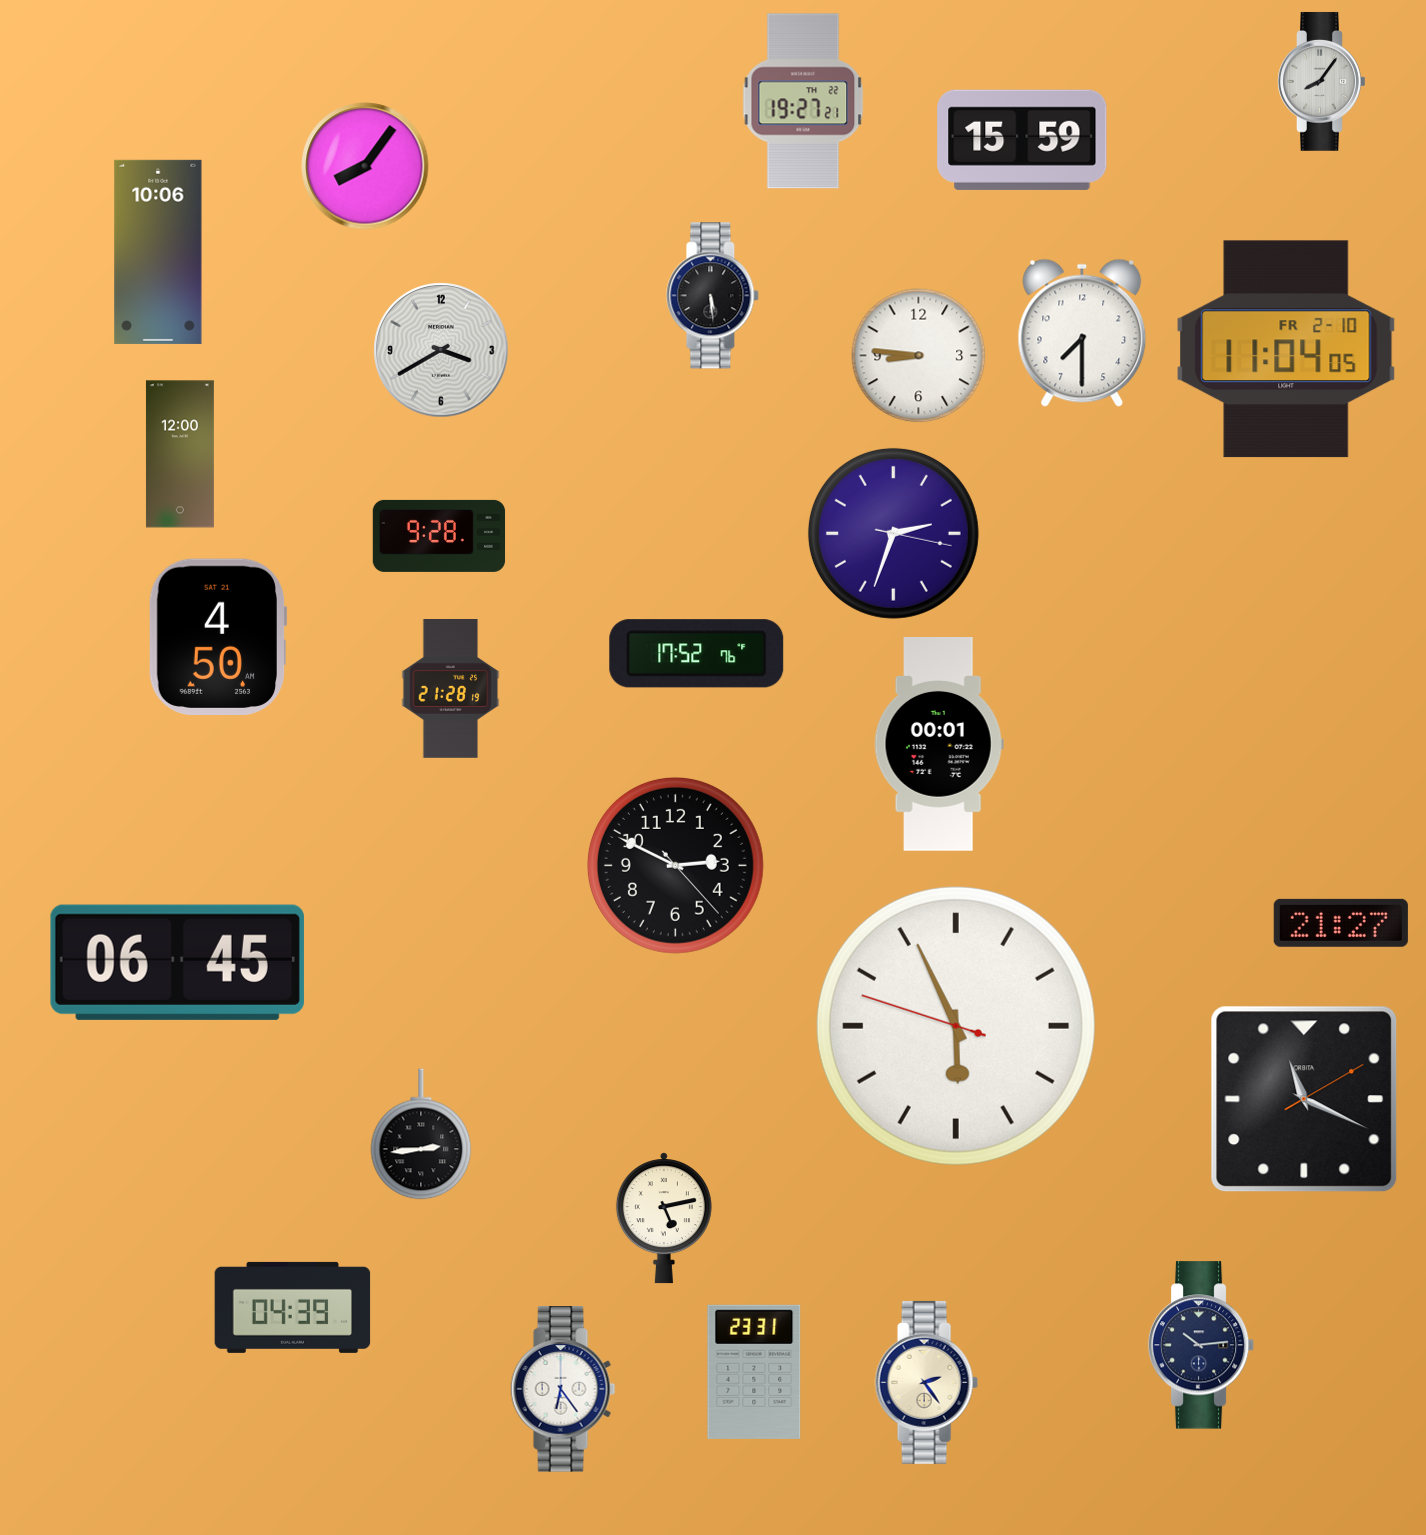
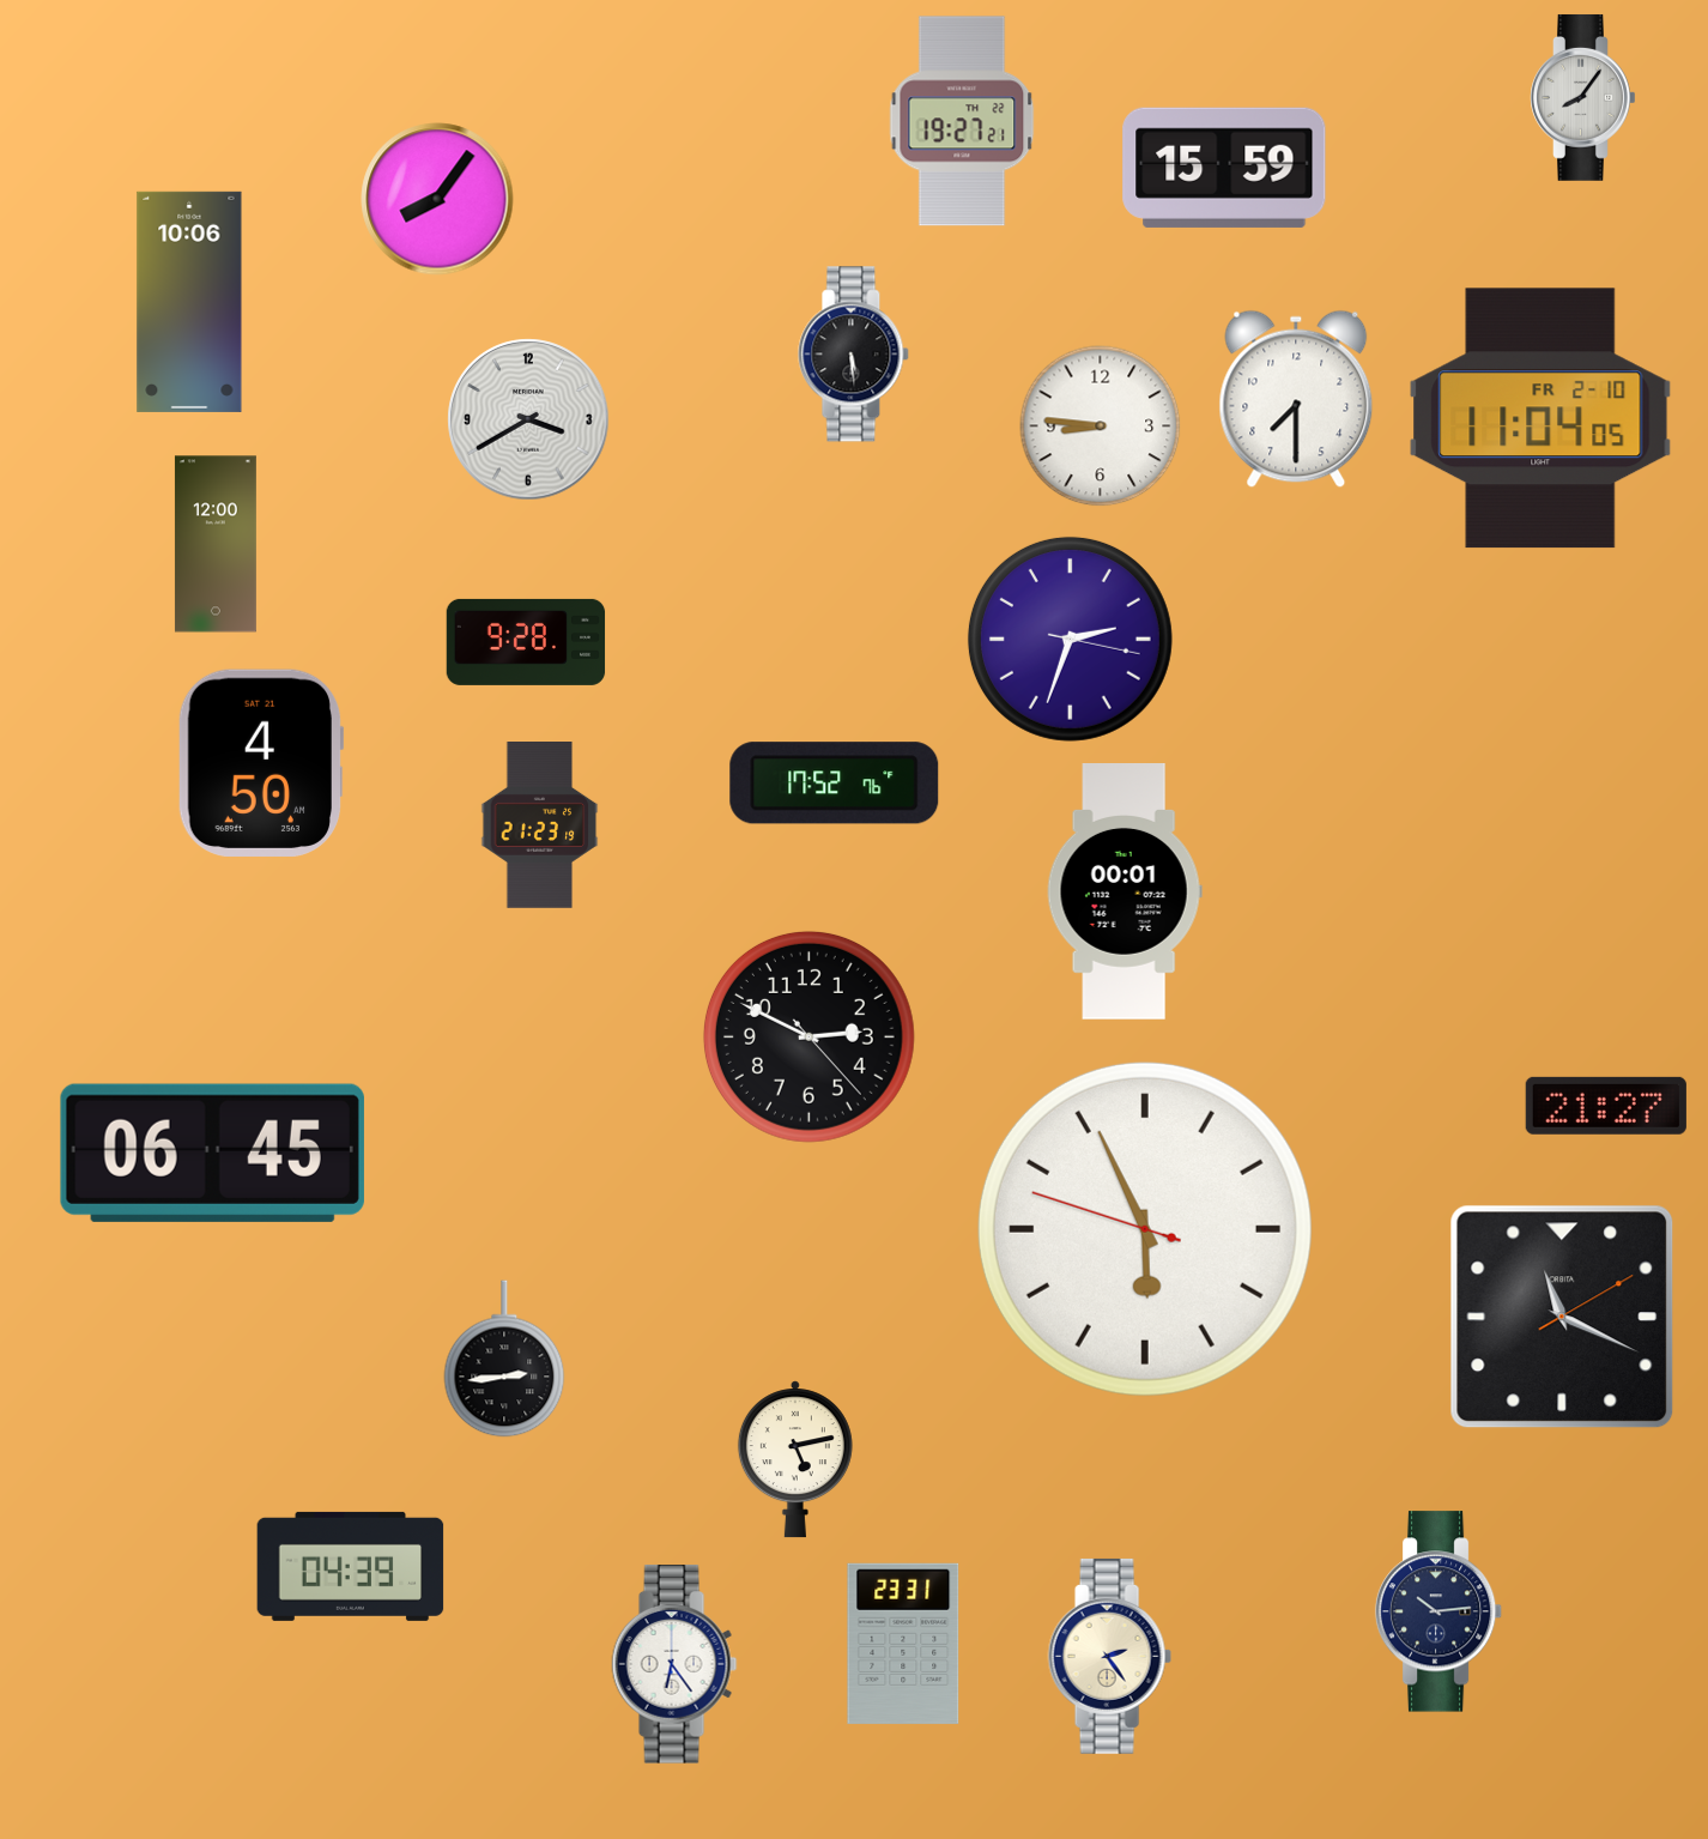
clock at (451, 689): 21:28 -> 21:23
